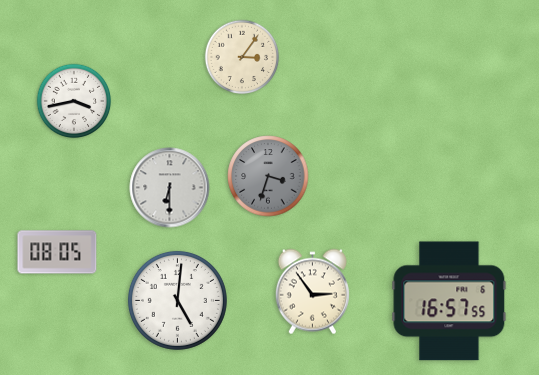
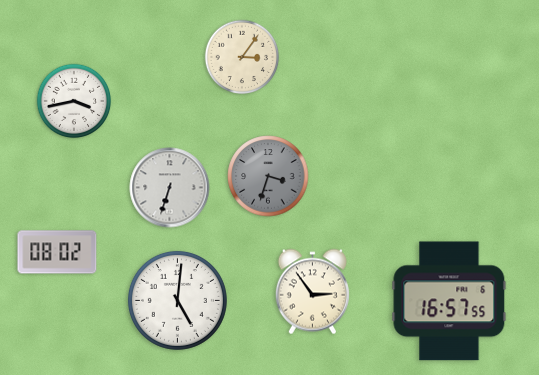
clock at (170, 188): 6:30 -> 6:33
clock at (57, 252): 08:05 -> 08:02
